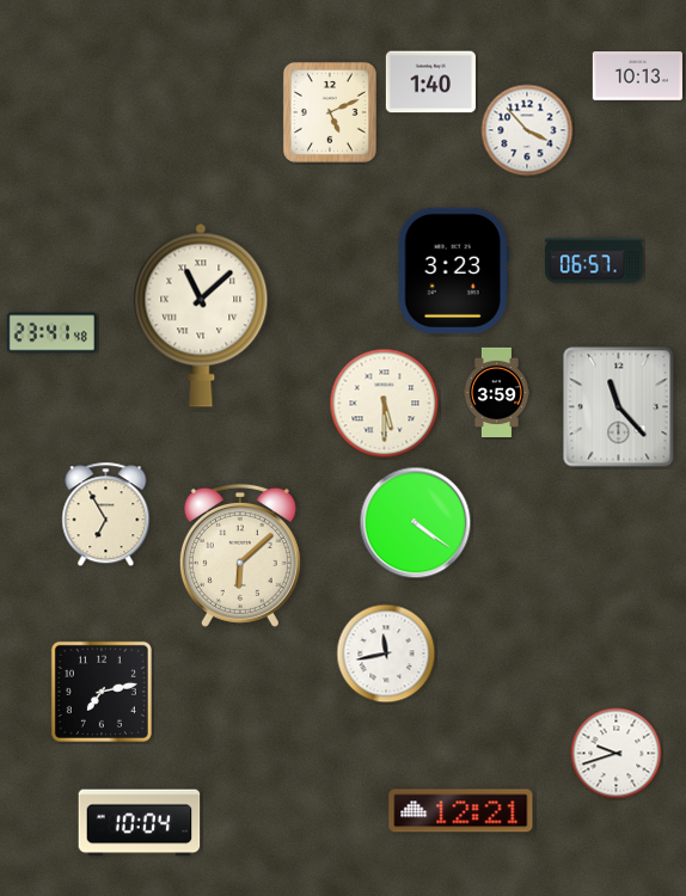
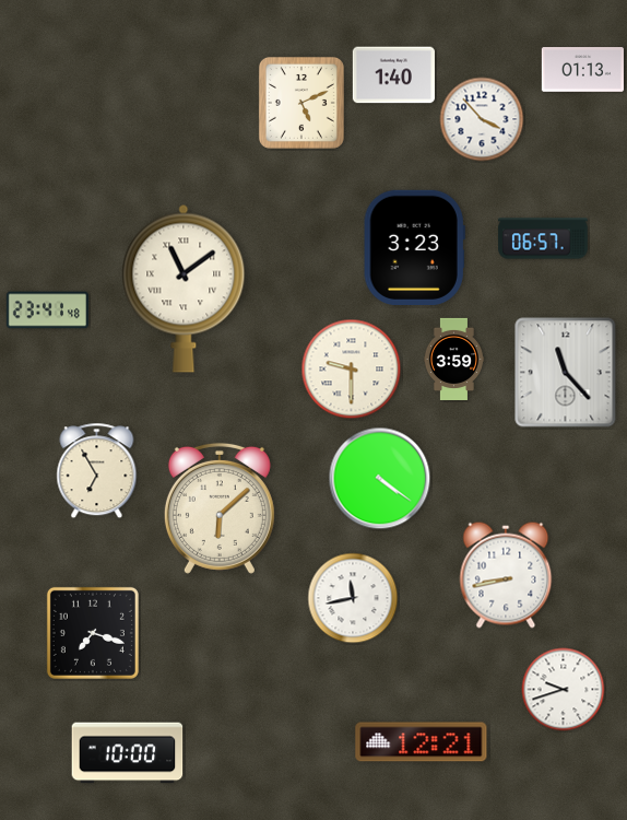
clock at (637, 76): 10:13 -> 01:13
clock at (201, 315): 11:08 -> 11:09
clock at (51, 333) position: (51, 333) -> (47, 311)
clock at (385, 404): 5:30 -> 9:30
clock at (506, 575): none -> 8:43
clock at (102, 692): 7:13 -> 7:18
clock at (140, 823): 10:04 -> 10:00
